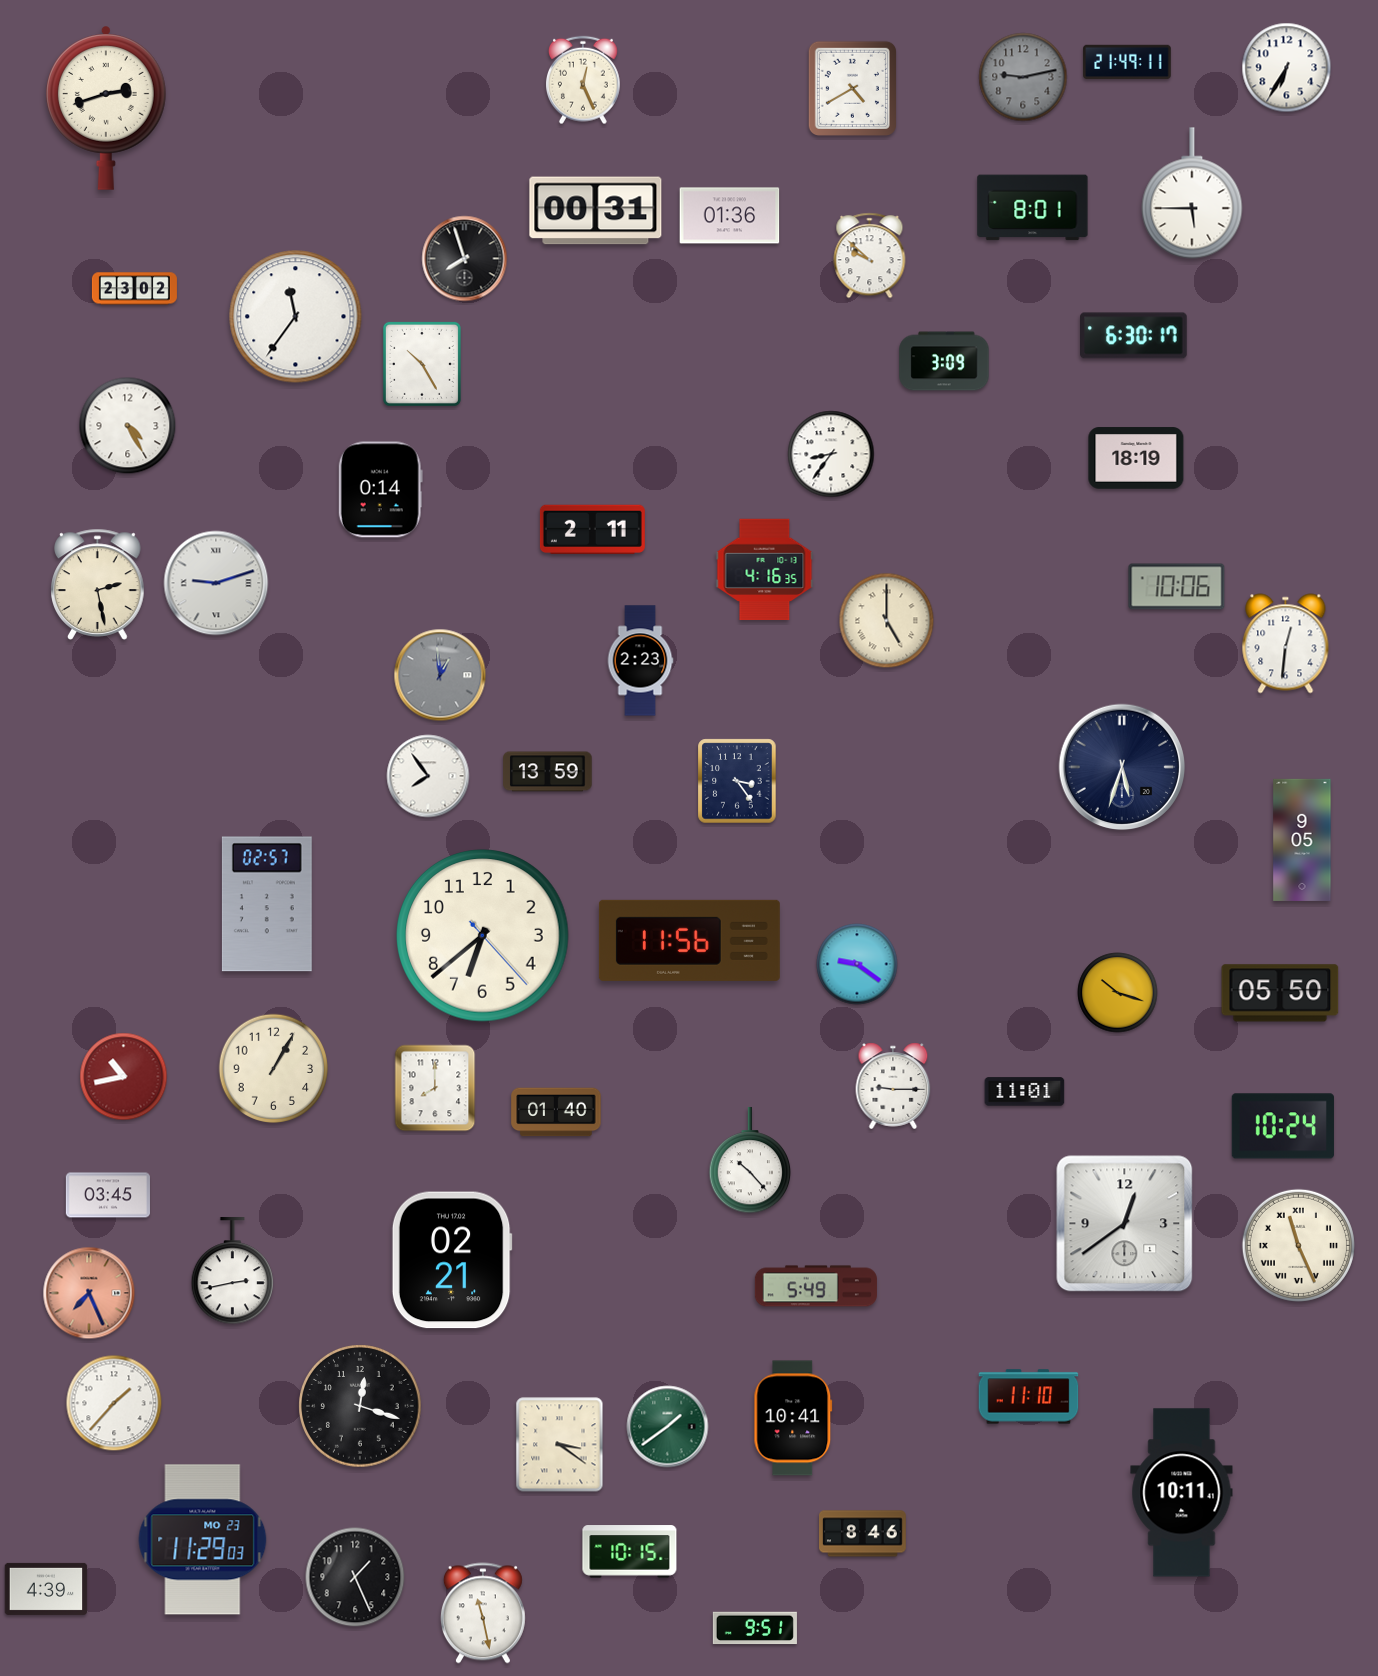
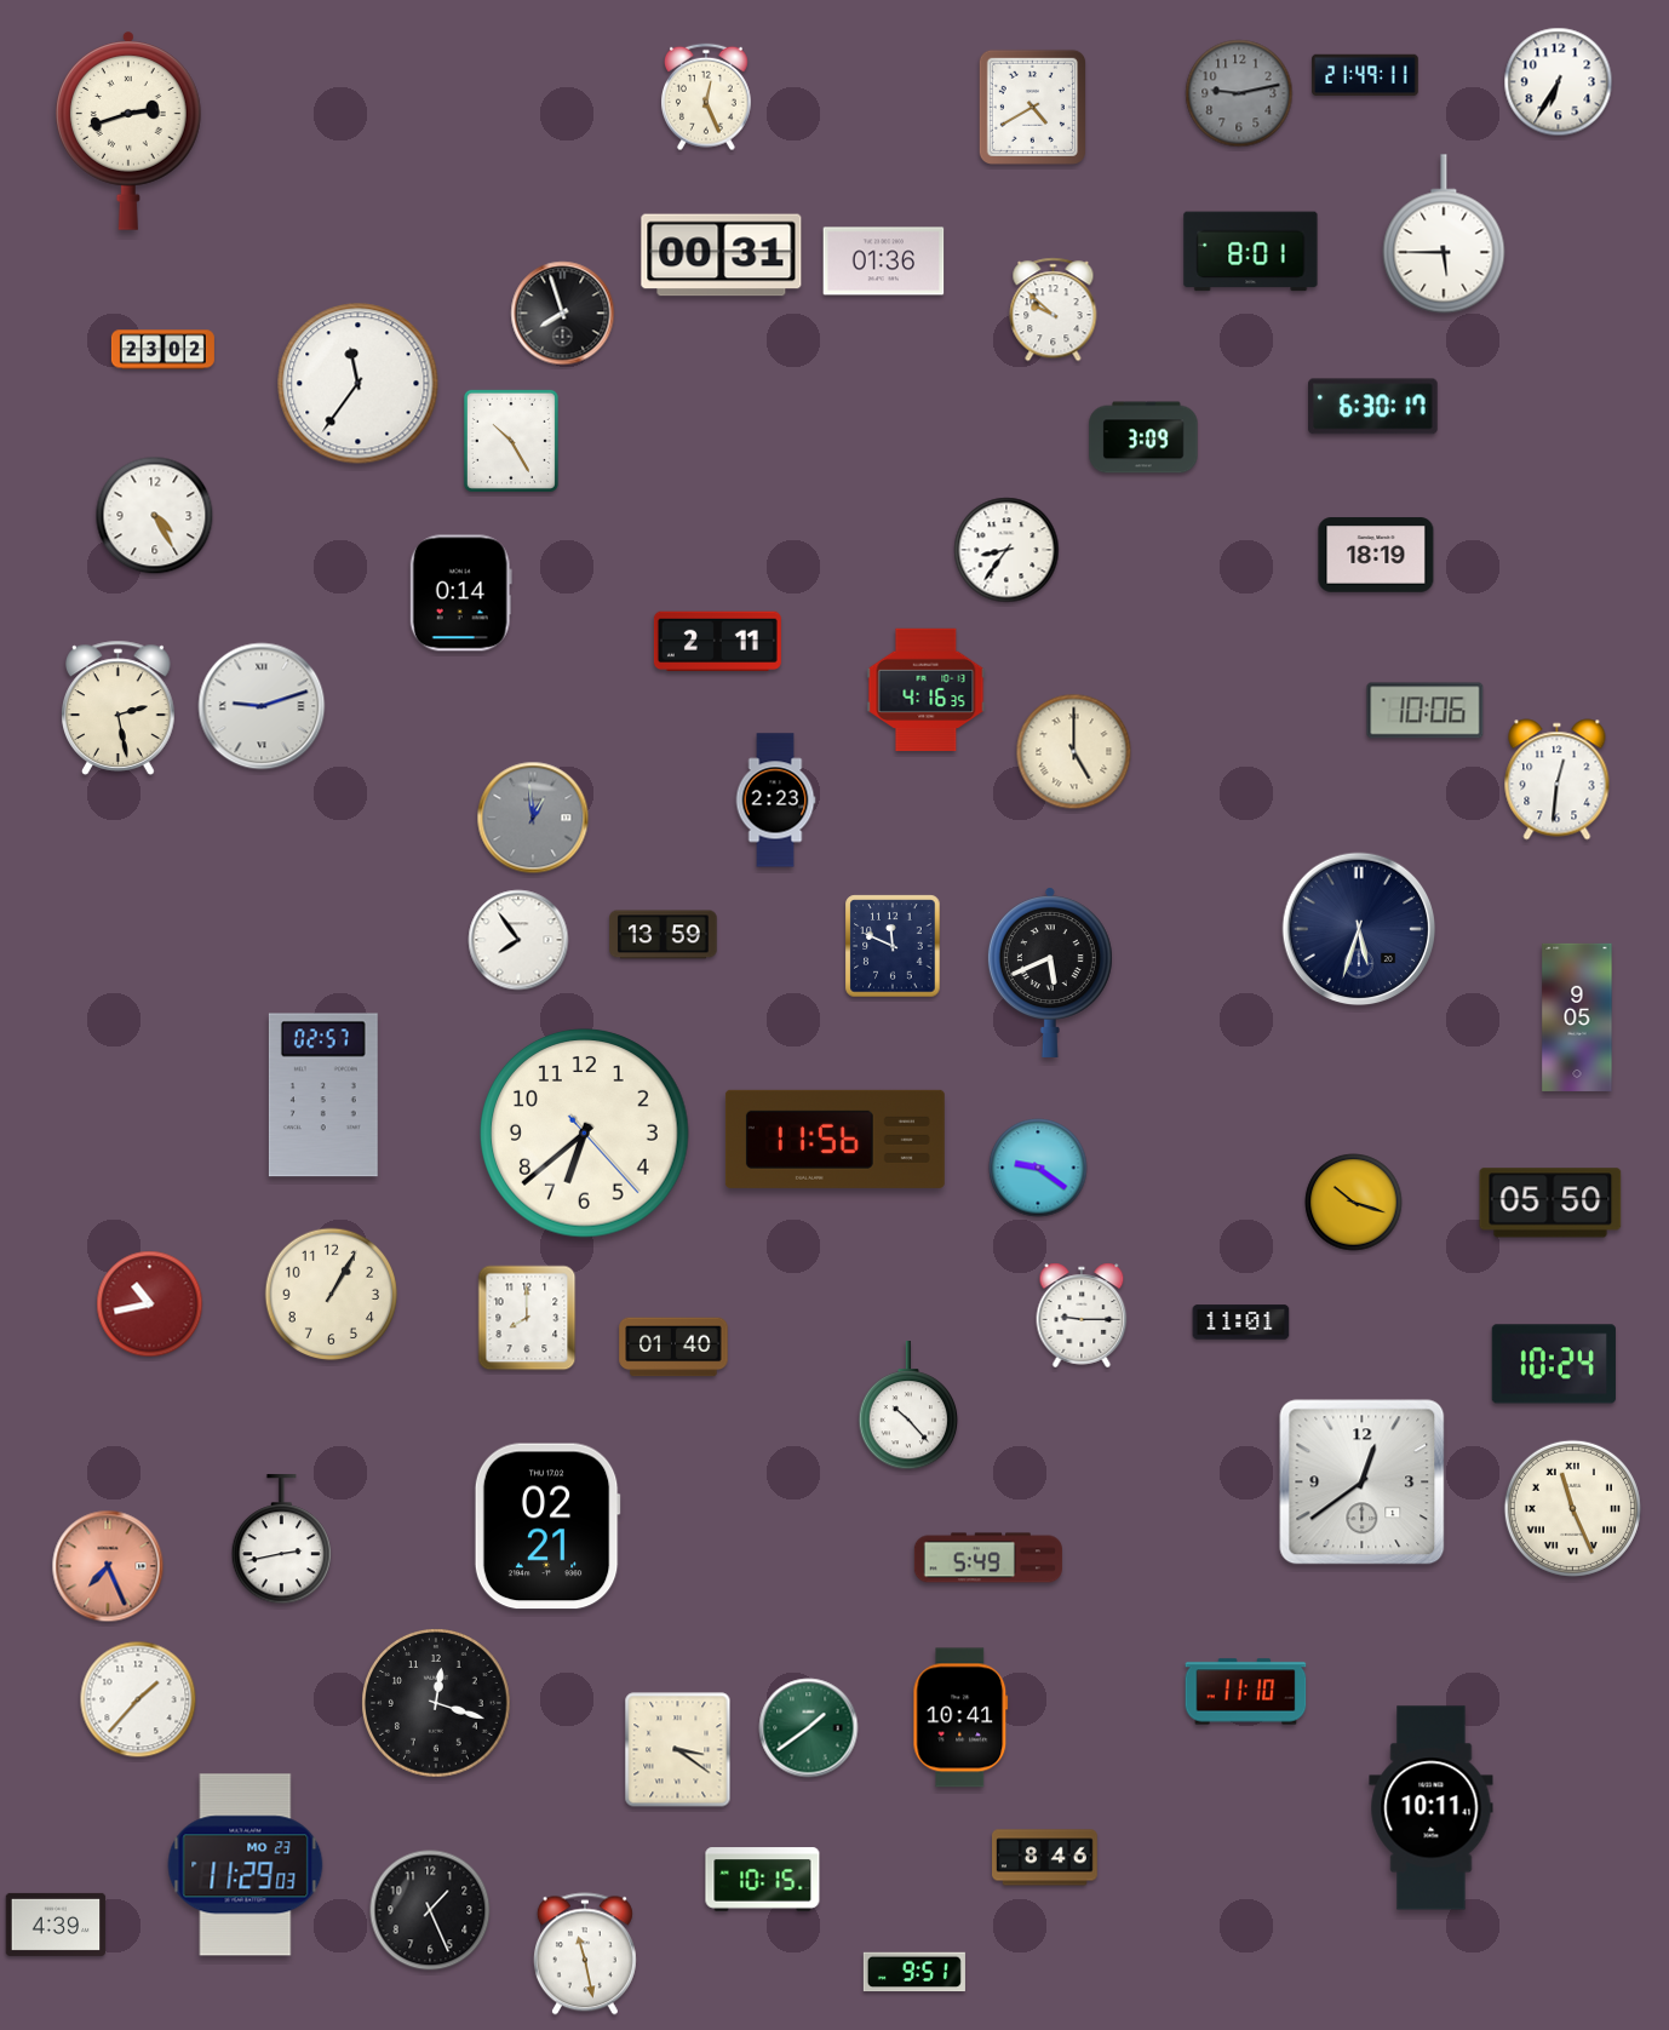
clock at (737, 781): 3:24 -> 11:49
clock at (1050, 973): none -> 5:41
clock at (108, 1195): 03:45 -> none
